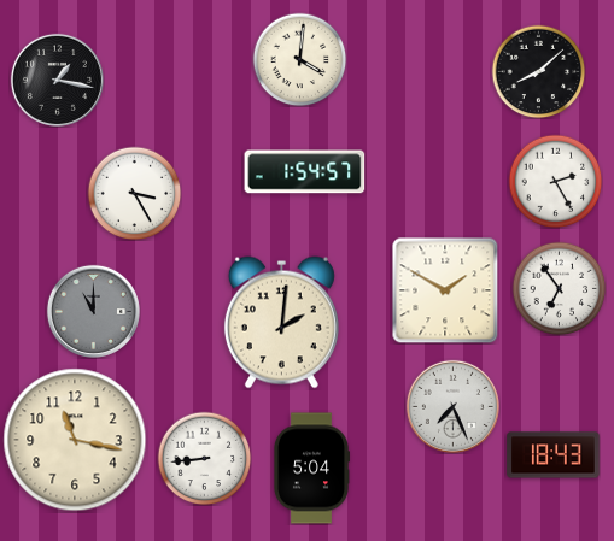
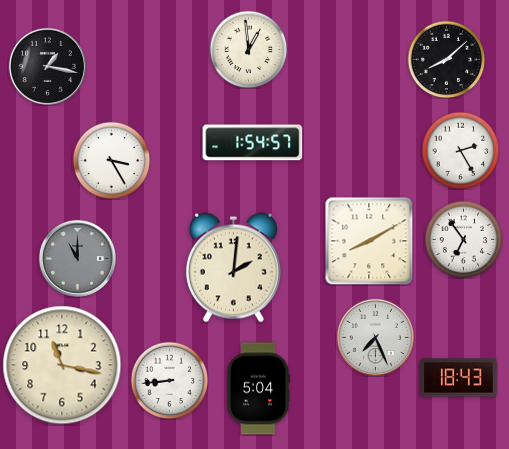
clock at (299, 59): 4:01 -> 12:59
clock at (445, 290): 1:50 -> 8:10
